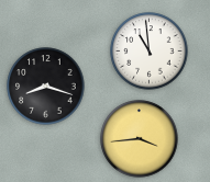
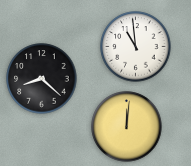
clock at (46, 87): 8:18 -> 8:22
clock at (140, 139): 3:44 -> 12:01
